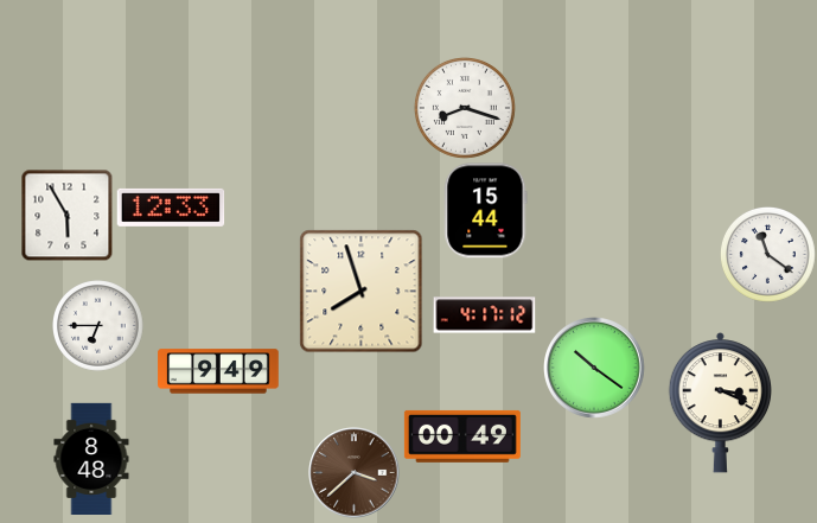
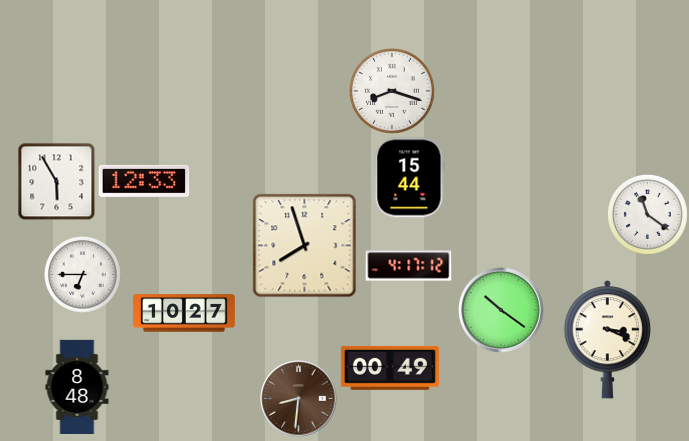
clock at (171, 208) position: (171, 208) -> (144, 181)
clock at (218, 371): 9:49 -> 10:27
clock at (355, 473): 3:38 -> 8:31
